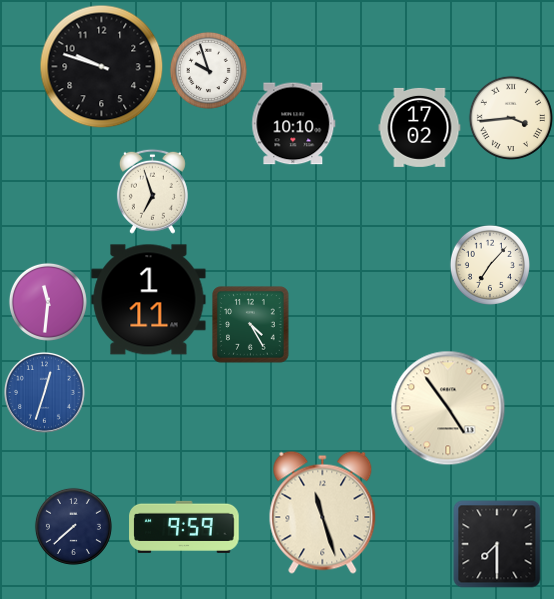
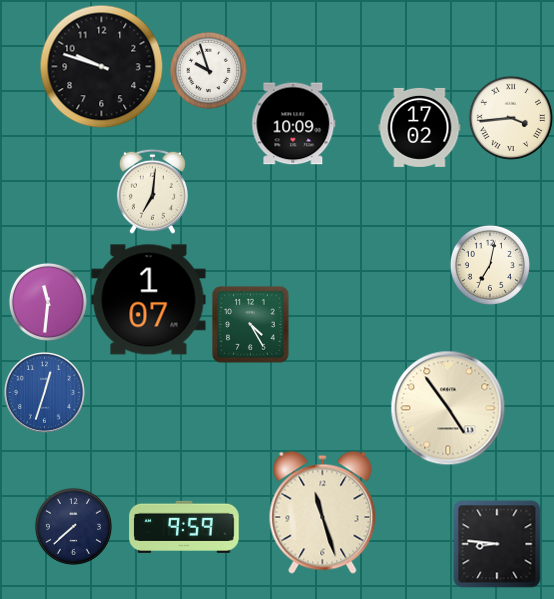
clock at (294, 124): 10:10 -> 10:09
clock at (152, 191): 6:57 -> 7:01
clock at (490, 265): 7:07 -> 7:02
clock at (149, 300): 1:11 -> 1:07
clock at (497, 544): 7:30 -> 8:46
